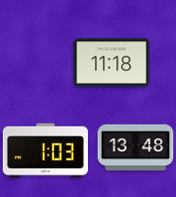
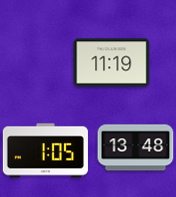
clock at (112, 63): 11:18 -> 11:19
clock at (45, 151): 1:03 -> 1:05
